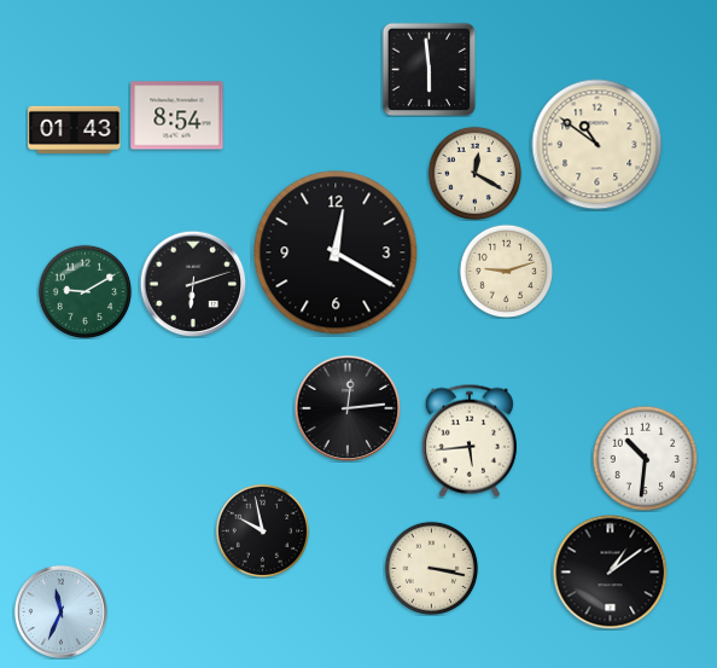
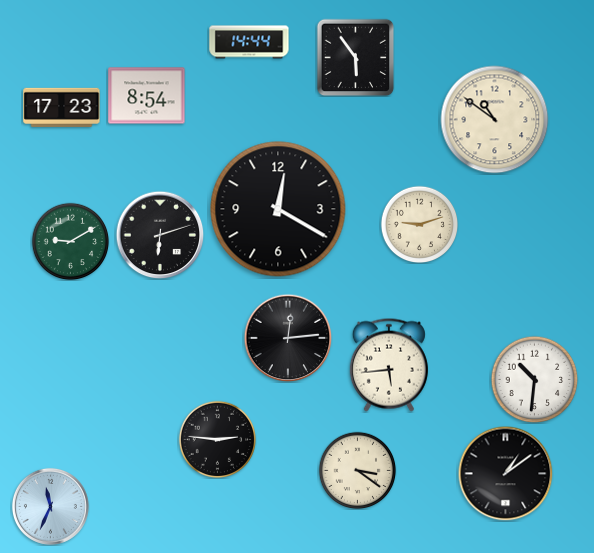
clock at (249, 42): none -> 14:44
clock at (429, 69): 5:59 -> 5:54
clock at (75, 129): 01:43 -> 17:23
clock at (474, 173): 12:20 -> none
clock at (262, 530): 9:58 -> 2:46
clock at (431, 568): 3:17 -> 3:21
